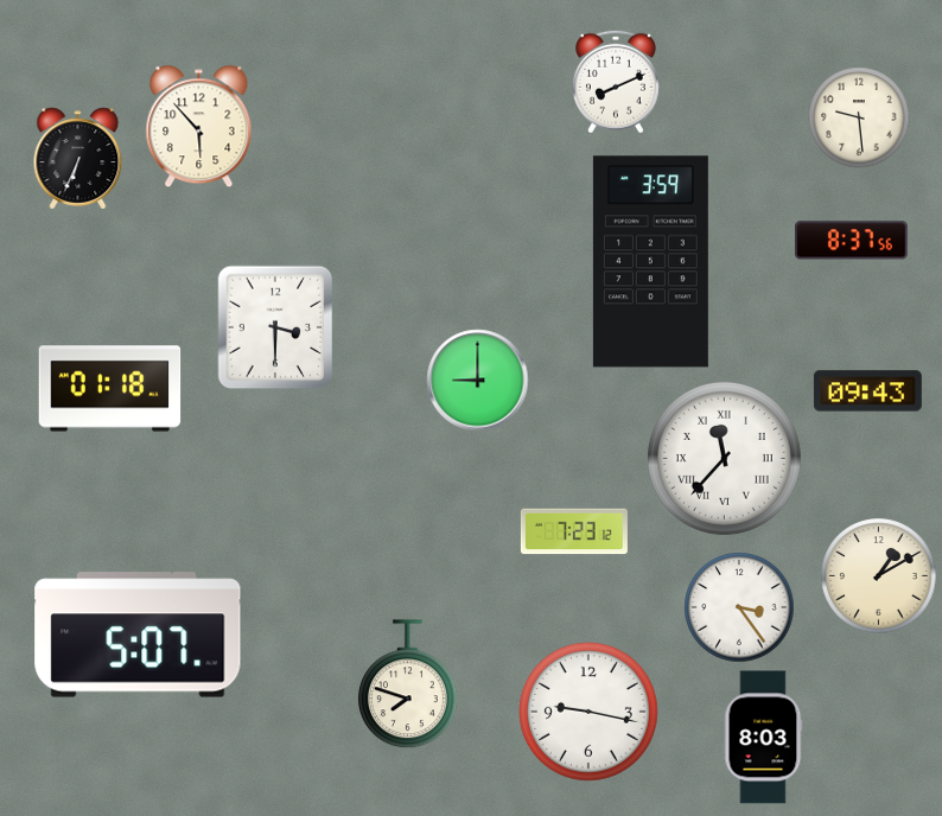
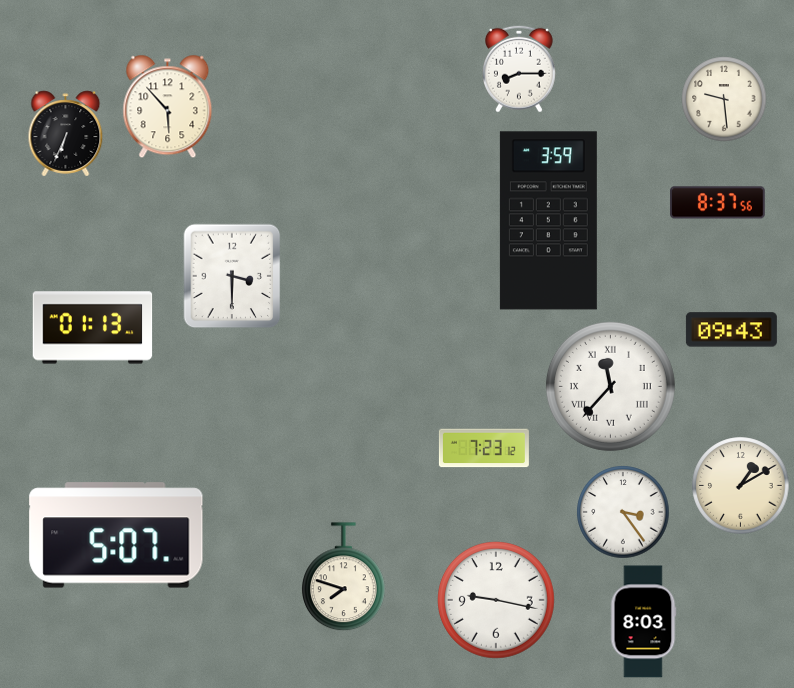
clock at (616, 82): 8:11 -> 8:15
clock at (478, 381): 9:00 -> none
clock at (110, 389): 01:18 -> 01:13
